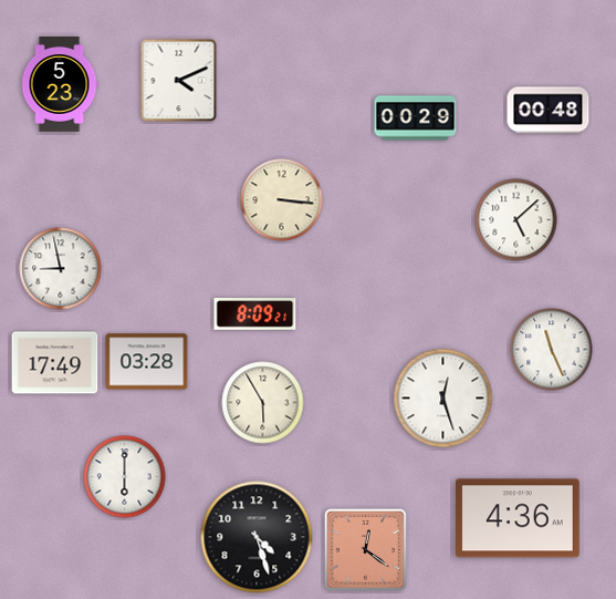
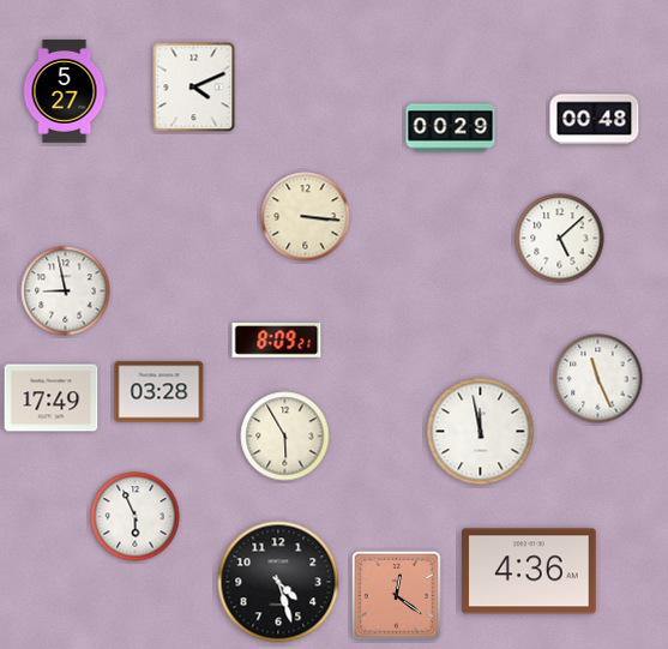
clock at (60, 84): 5:23 -> 5:27
clock at (55, 363) position: (55, 363) -> (52, 398)
clock at (443, 399): 12:27 -> 11:58
clock at (125, 477): 6:00 -> 5:56
clock at (519, 518) position: (519, 518) -> (530, 571)
